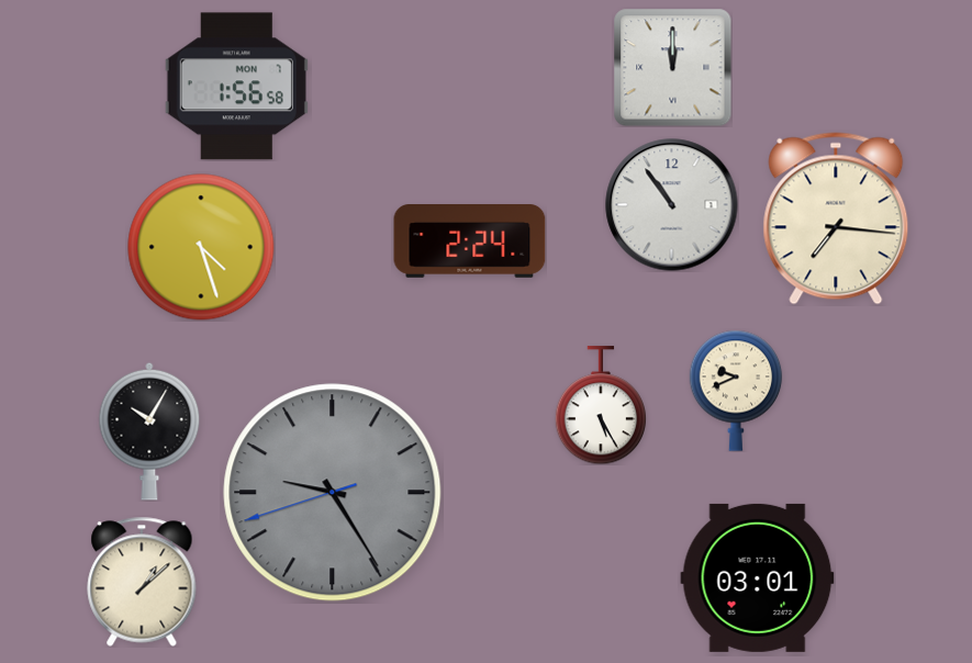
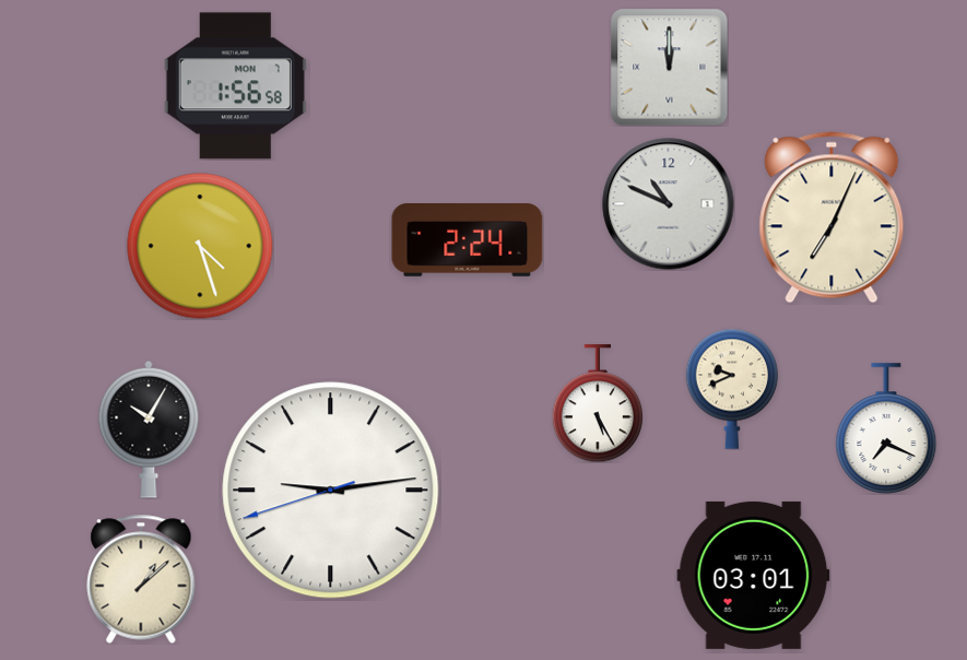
clock at (672, 205): 10:54 -> 10:49
clock at (836, 218): 7:16 -> 7:04
clock at (886, 428): none -> 7:19
clock at (333, 493): 9:24 -> 9:13
clock at (333, 493) dial: grey -> white
